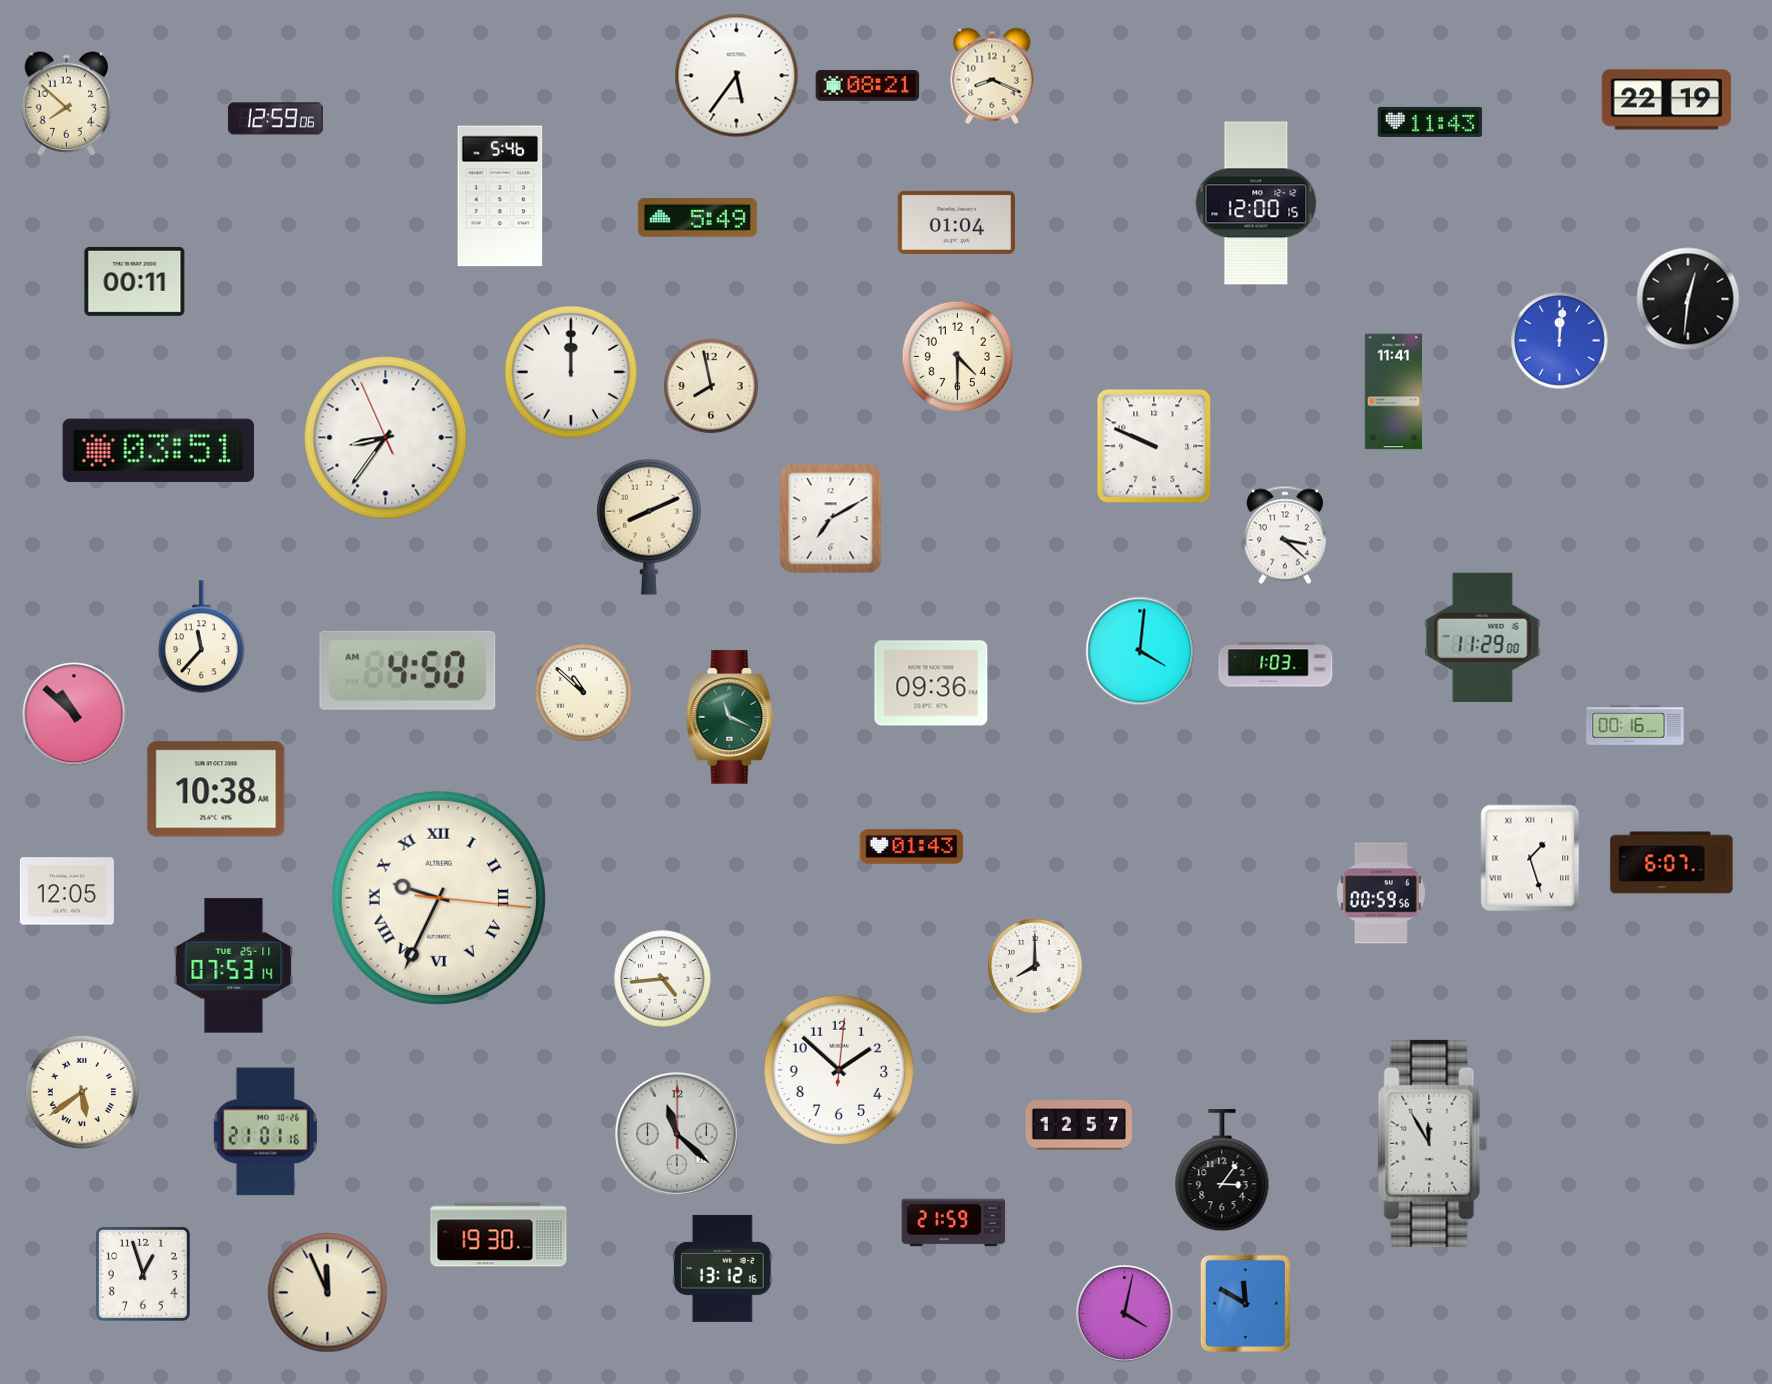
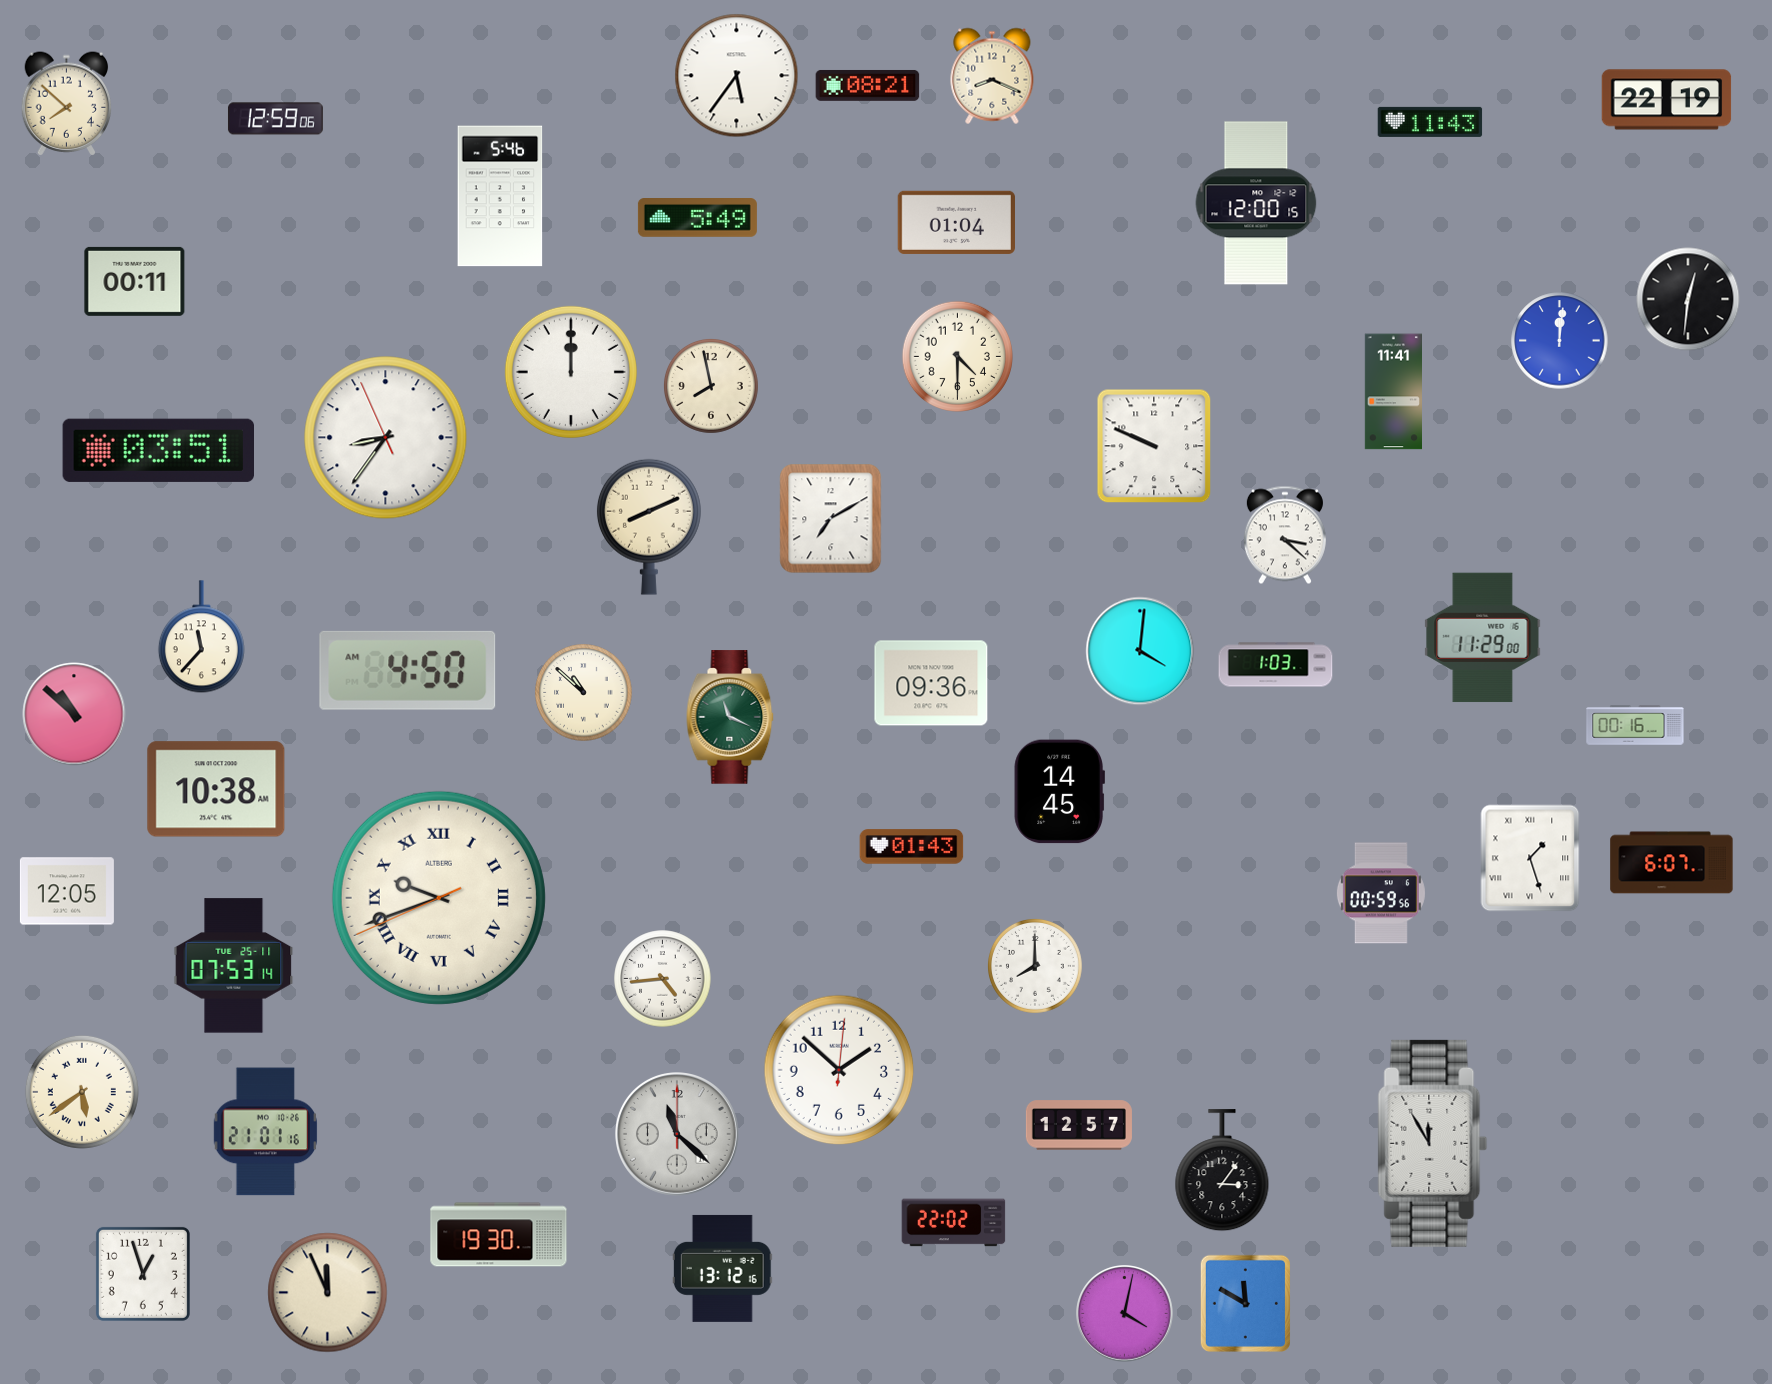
clock at (1059, 792): none -> 14:45
clock at (439, 898): 9:34 -> 9:41
clock at (954, 1223): 21:59 -> 22:02
